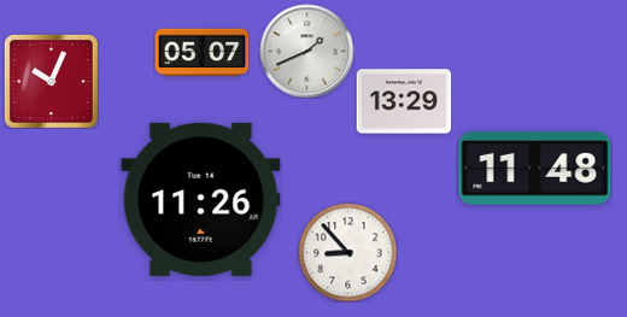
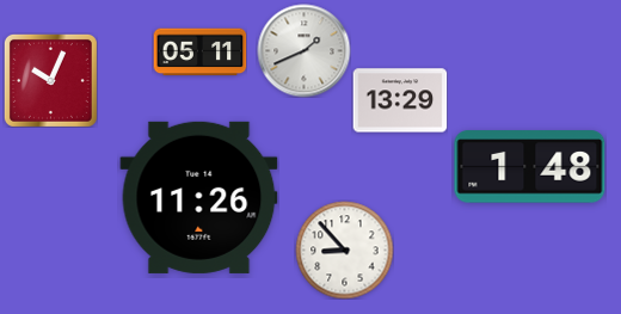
clock at (201, 53): 05:07 -> 05:11
clock at (535, 169): 11:48 -> 1:48
